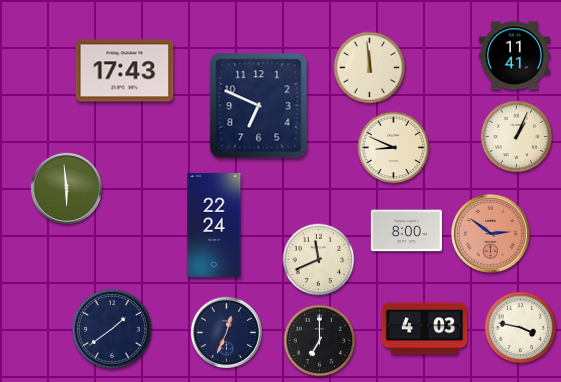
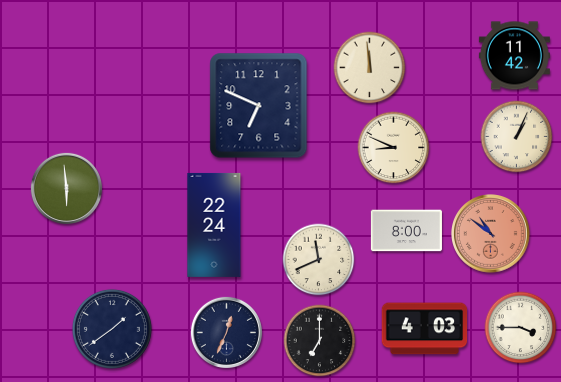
clock at (514, 56): 11:41 -> 11:42
clock at (125, 71): 17:43 -> none
clock at (491, 234): 2:51 -> 10:51
clock at (521, 328): 3:47 -> 3:45
